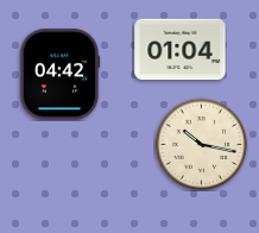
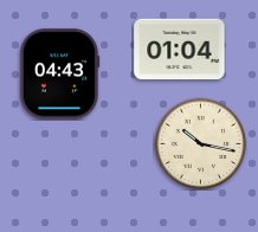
clock at (59, 75): 04:42 -> 04:43
